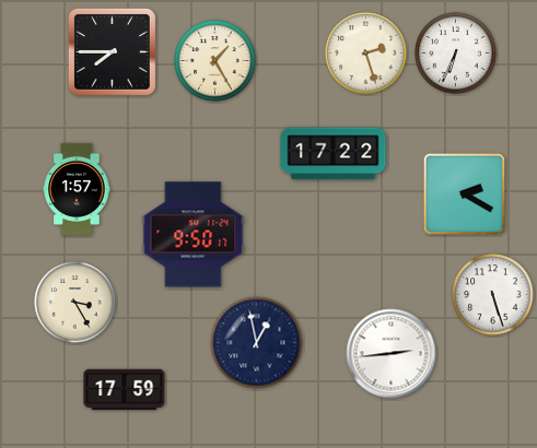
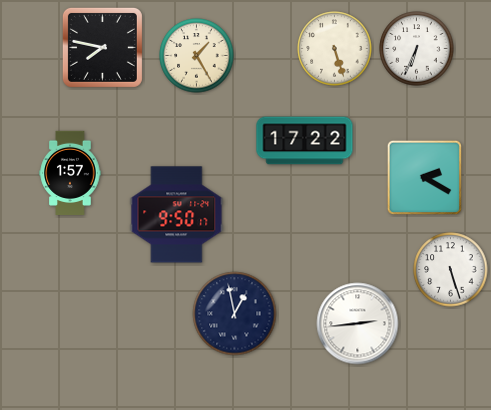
clock at (112, 51): 7:45 -> 7:47
clock at (366, 54): 2:27 -> 5:27
clock at (75, 303): 3:25 -> none
clock at (125, 390): 17:59 -> none
